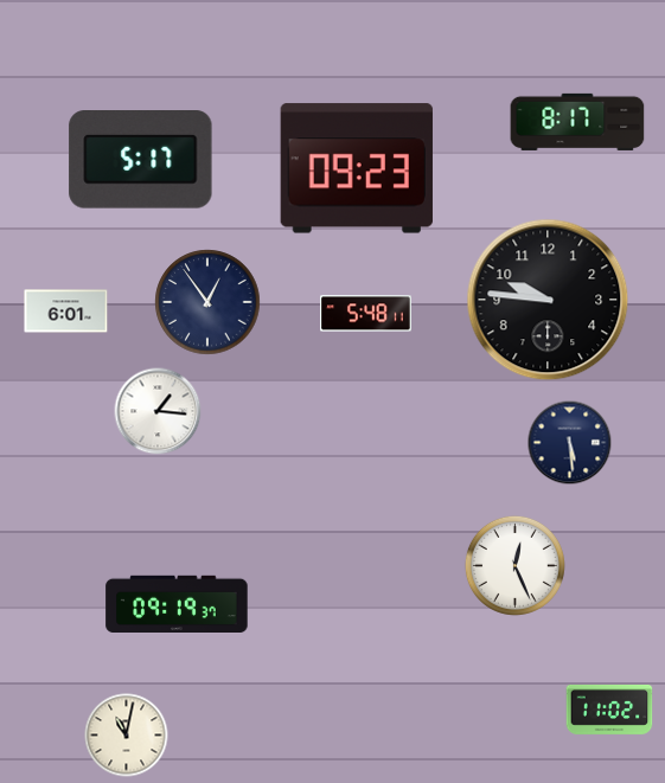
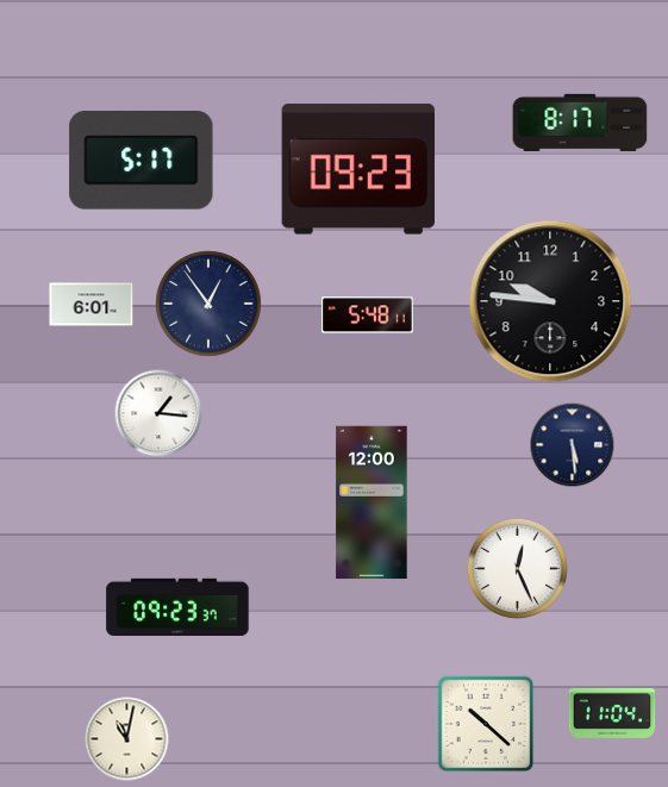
clock at (66, 312) position: (66, 312) -> (92, 305)
clock at (372, 502): none -> 12:00
clock at (177, 603): 09:19 -> 09:23
clock at (609, 710): 11:02 -> 11:04
clock at (486, 724): none -> 10:22
